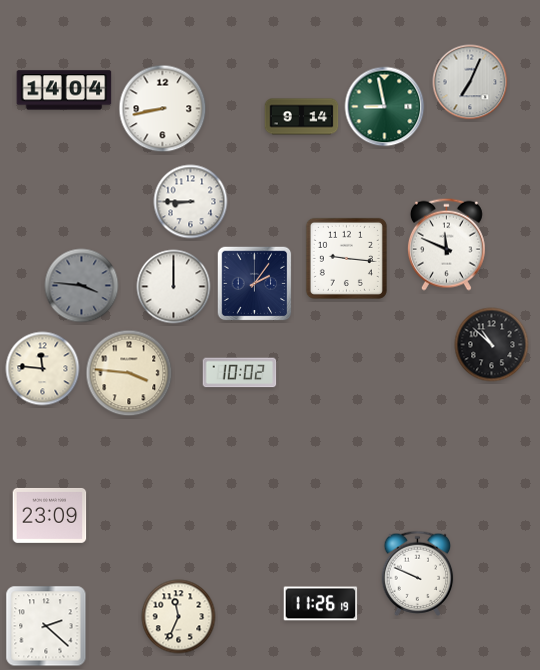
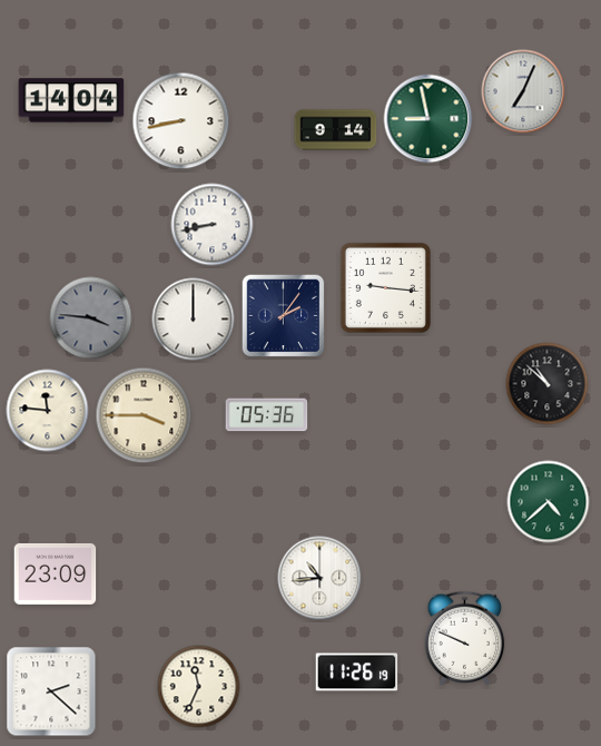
clock at (191, 202): 8:45 -> 8:43
clock at (446, 244): 11:49 -> none
clock at (129, 373): 3:46 -> 3:45
clock at (240, 373): 10:02 -> 05:36
clock at (549, 502): none -> 4:38
clock at (319, 578): none -> 10:44
clock at (46, 626) position: (46, 626) -> (51, 691)
